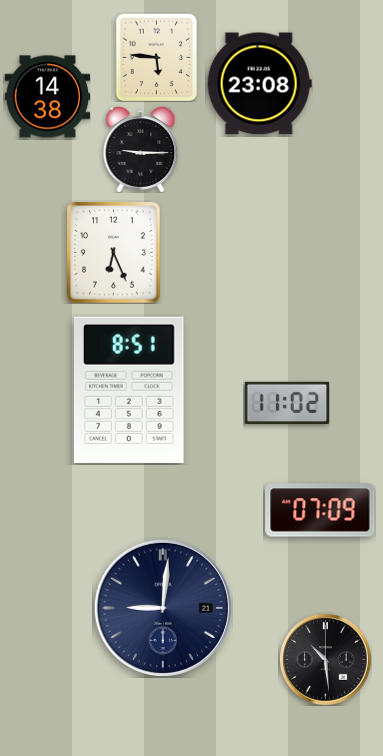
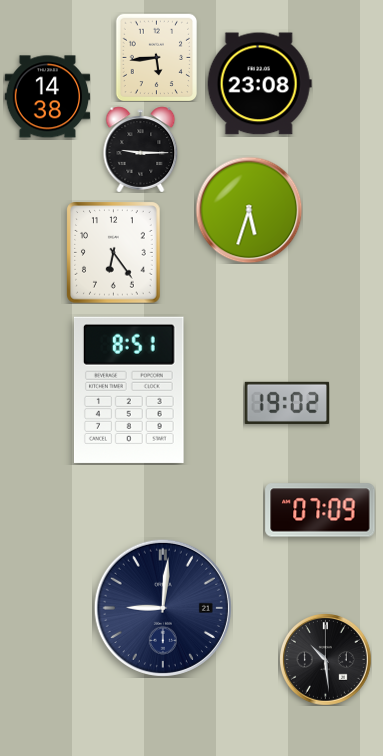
clock at (157, 57): 5:46 -> 5:44
clock at (249, 210): none -> 5:33
clock at (114, 252): 6:26 -> 6:24
clock at (287, 403): 11:02 -> 19:02
